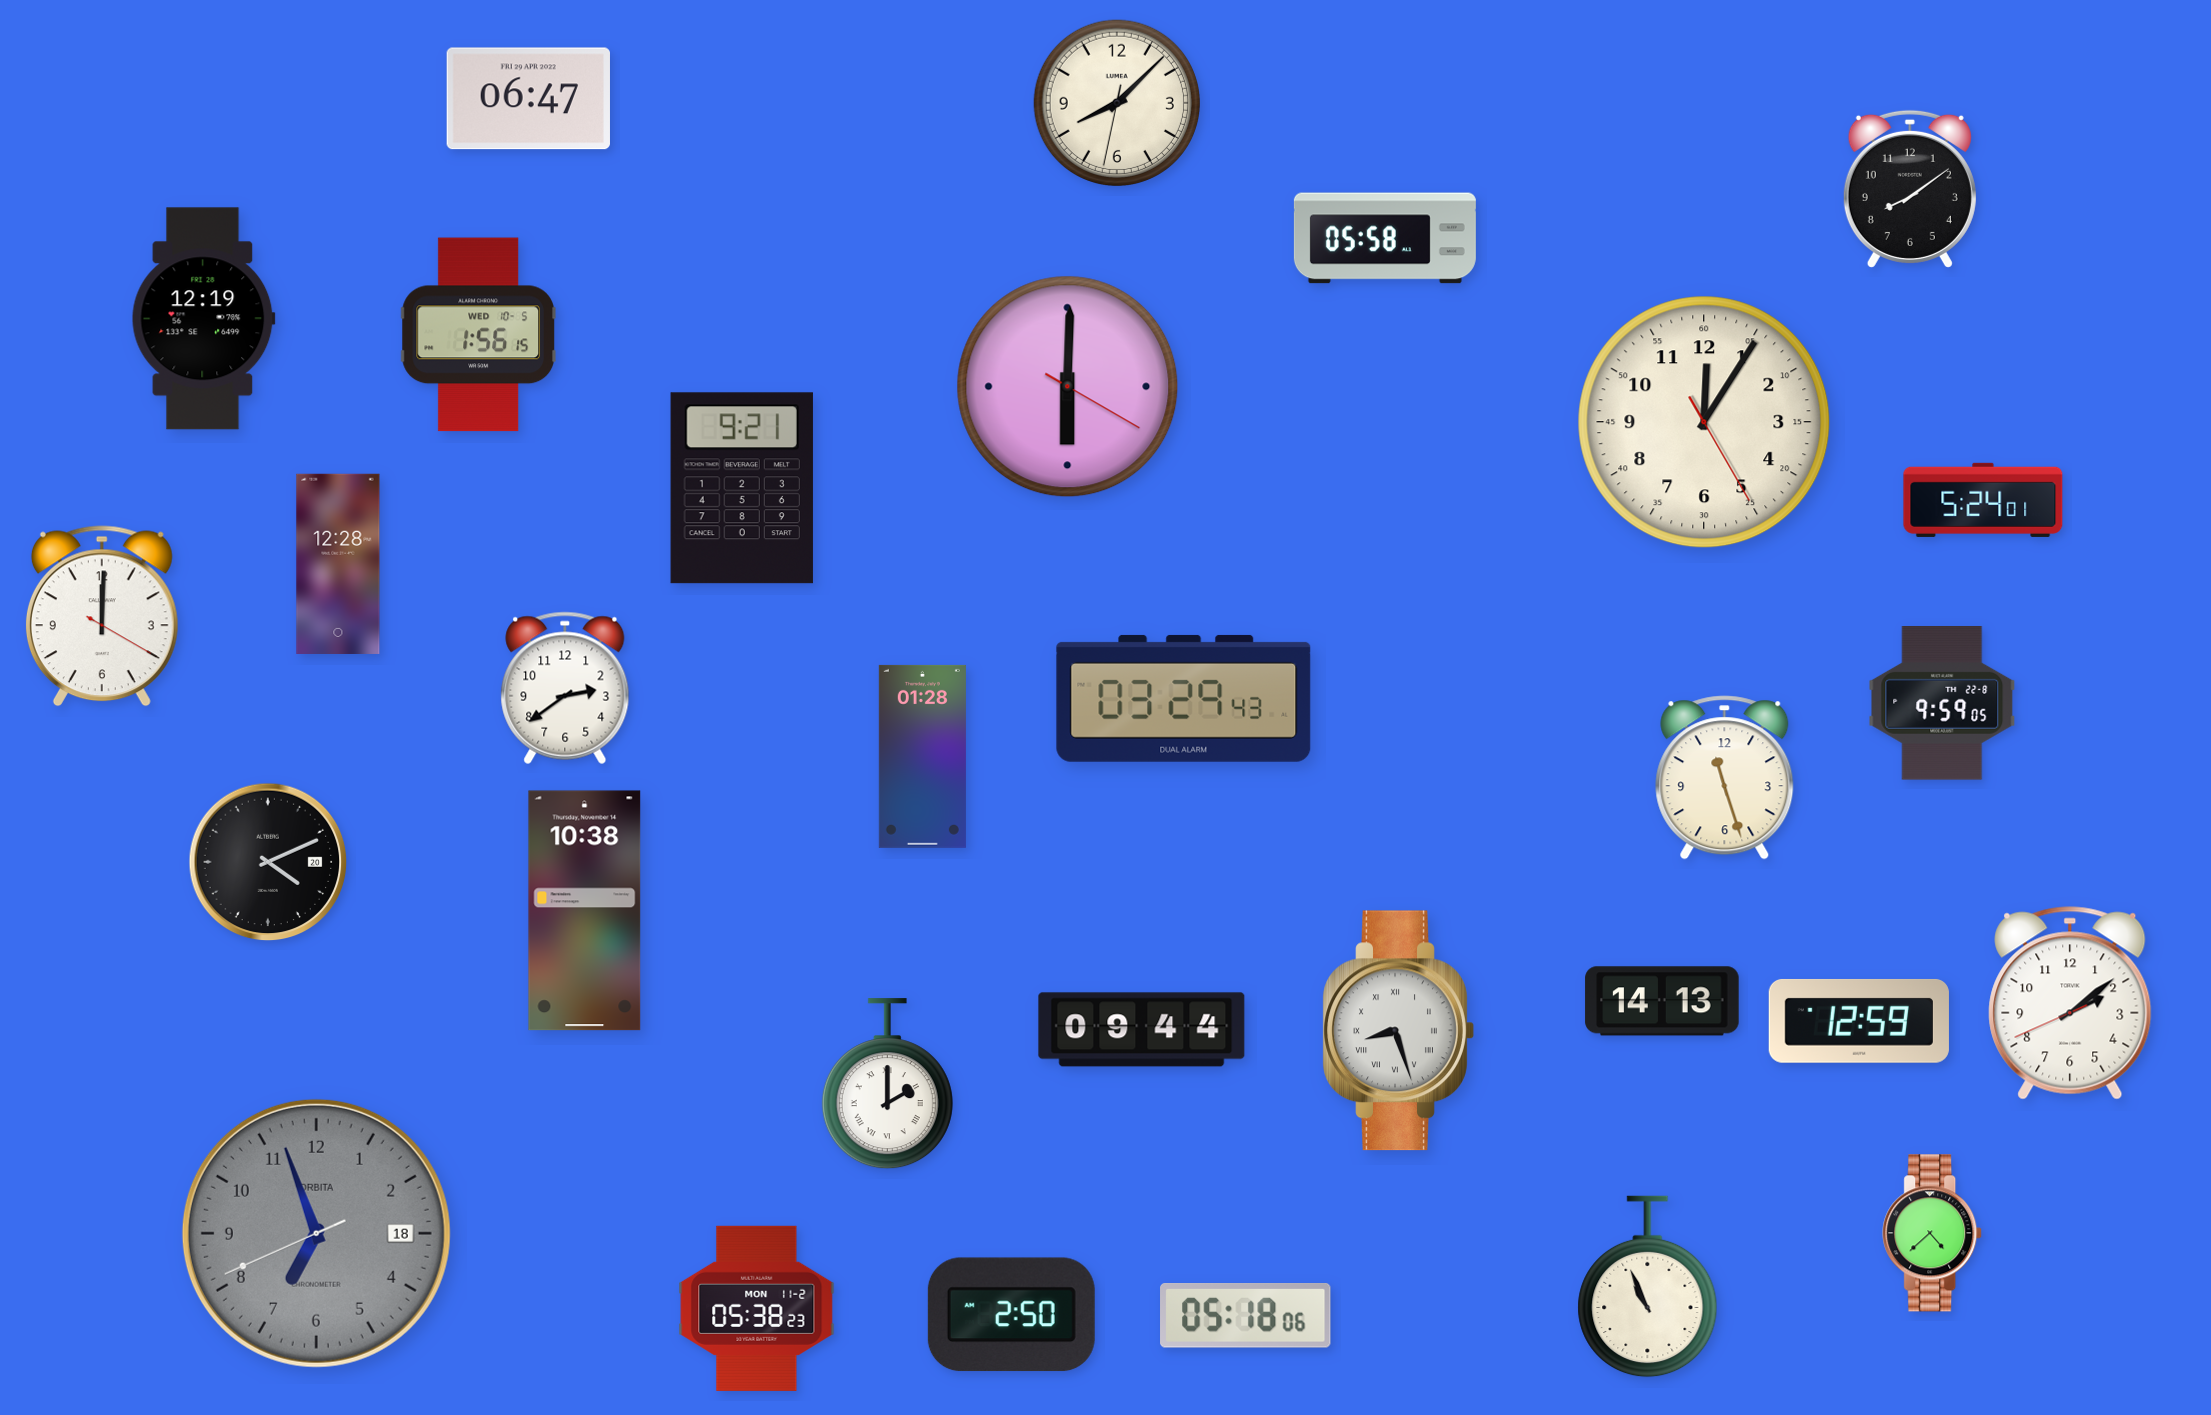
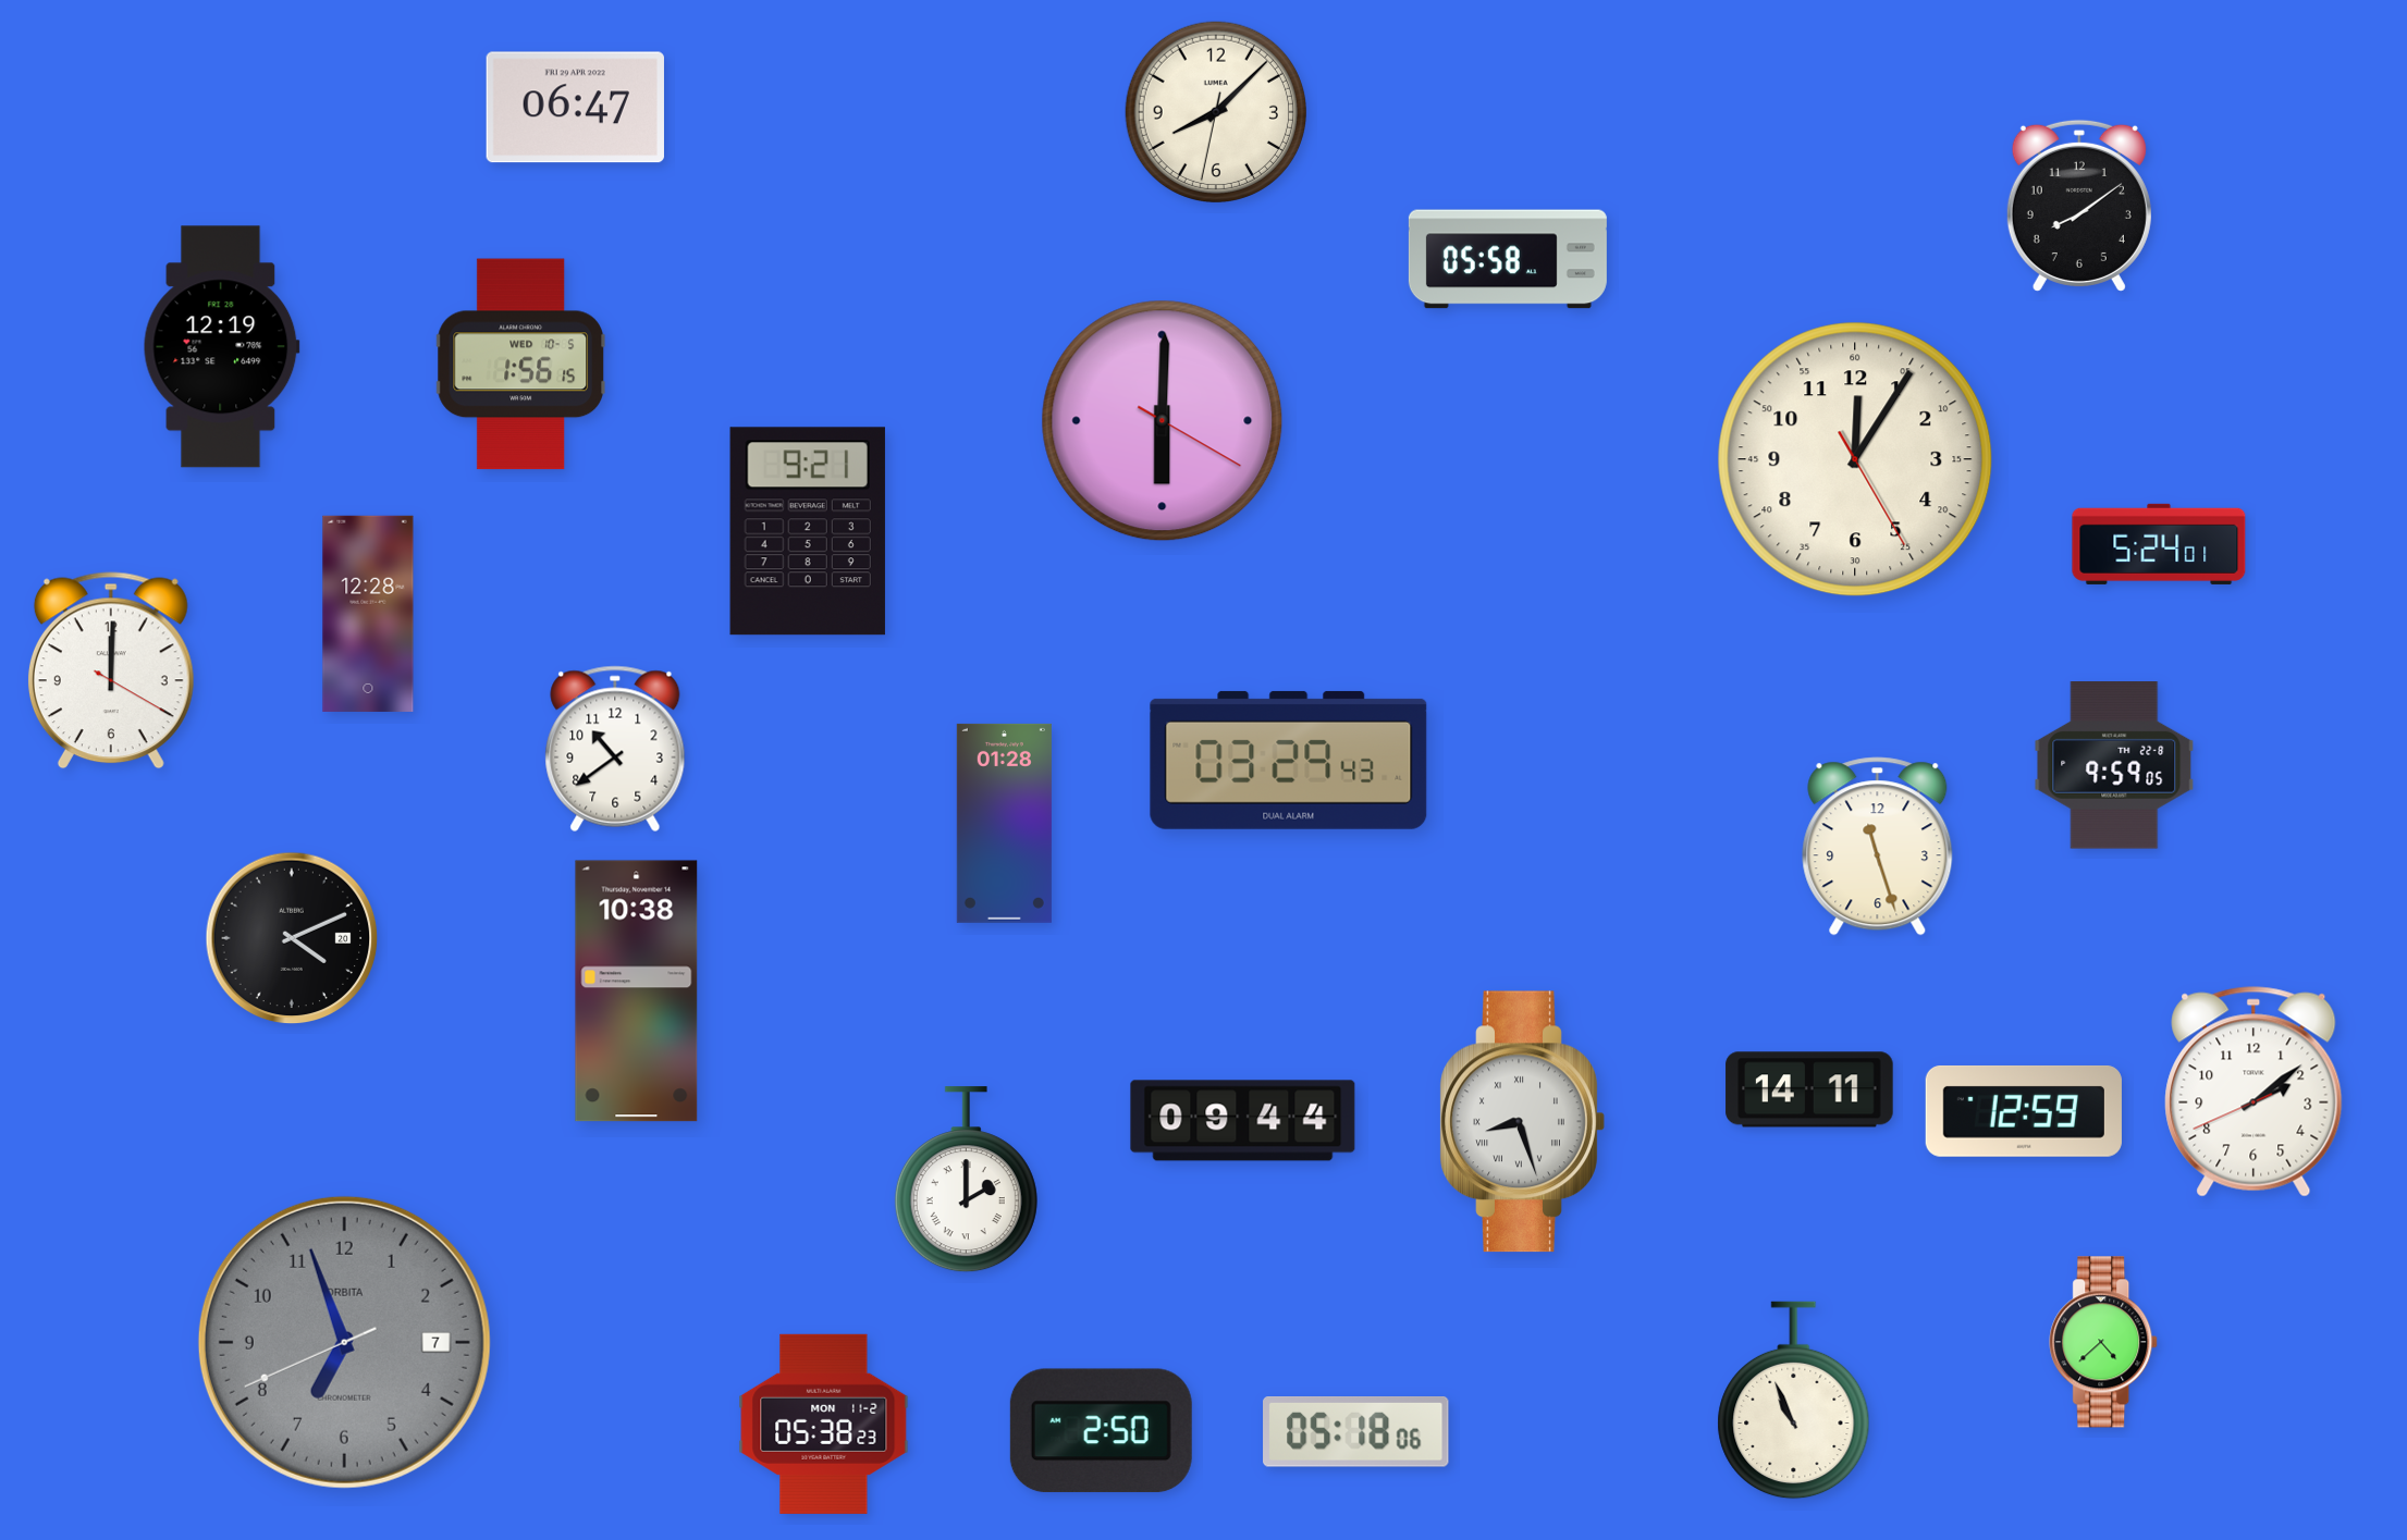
clock at (565, 688): 2:39 -> 10:39
clock at (1662, 1001): 14:13 -> 14:11
clock at (316, 1233) date: 18 -> 7
